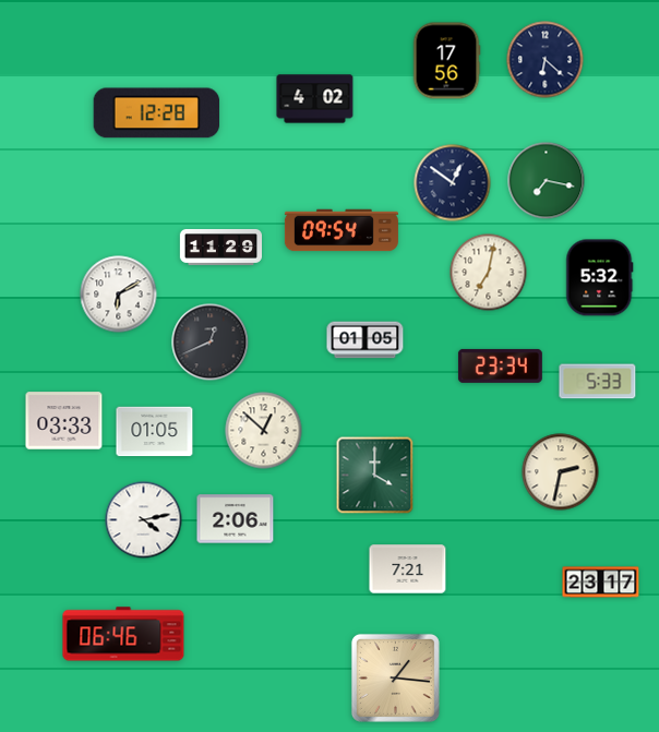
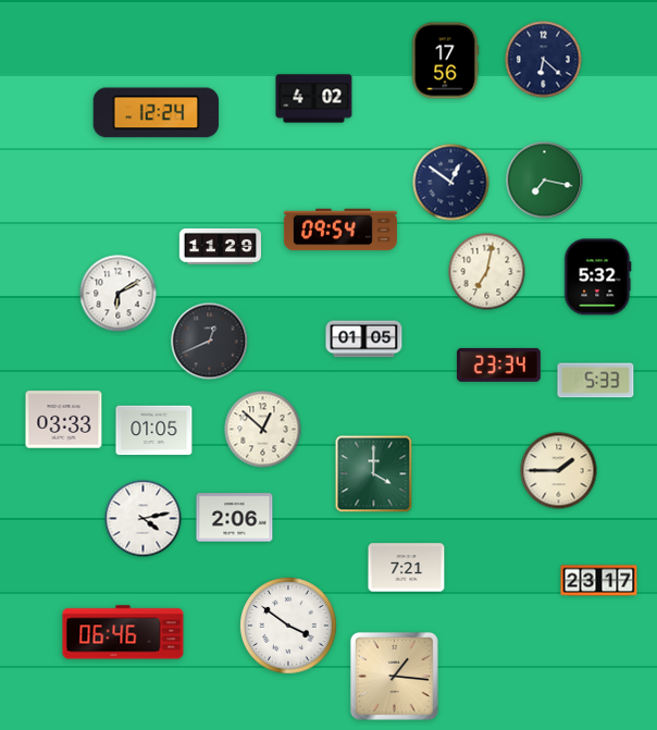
clock at (157, 113): 12:28 -> 12:24
clock at (561, 472): 2:32 -> 1:45
clock at (288, 626): none -> 3:51
